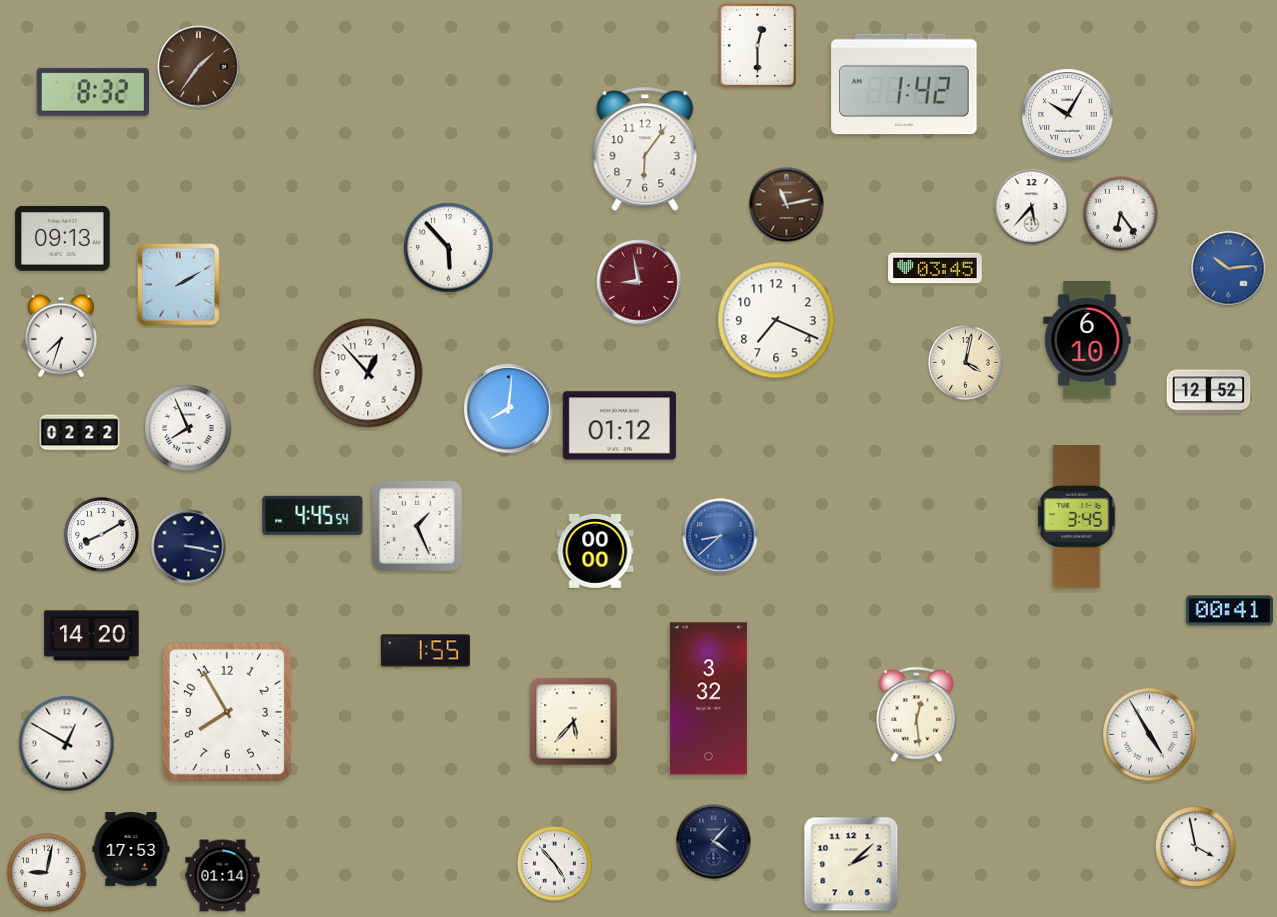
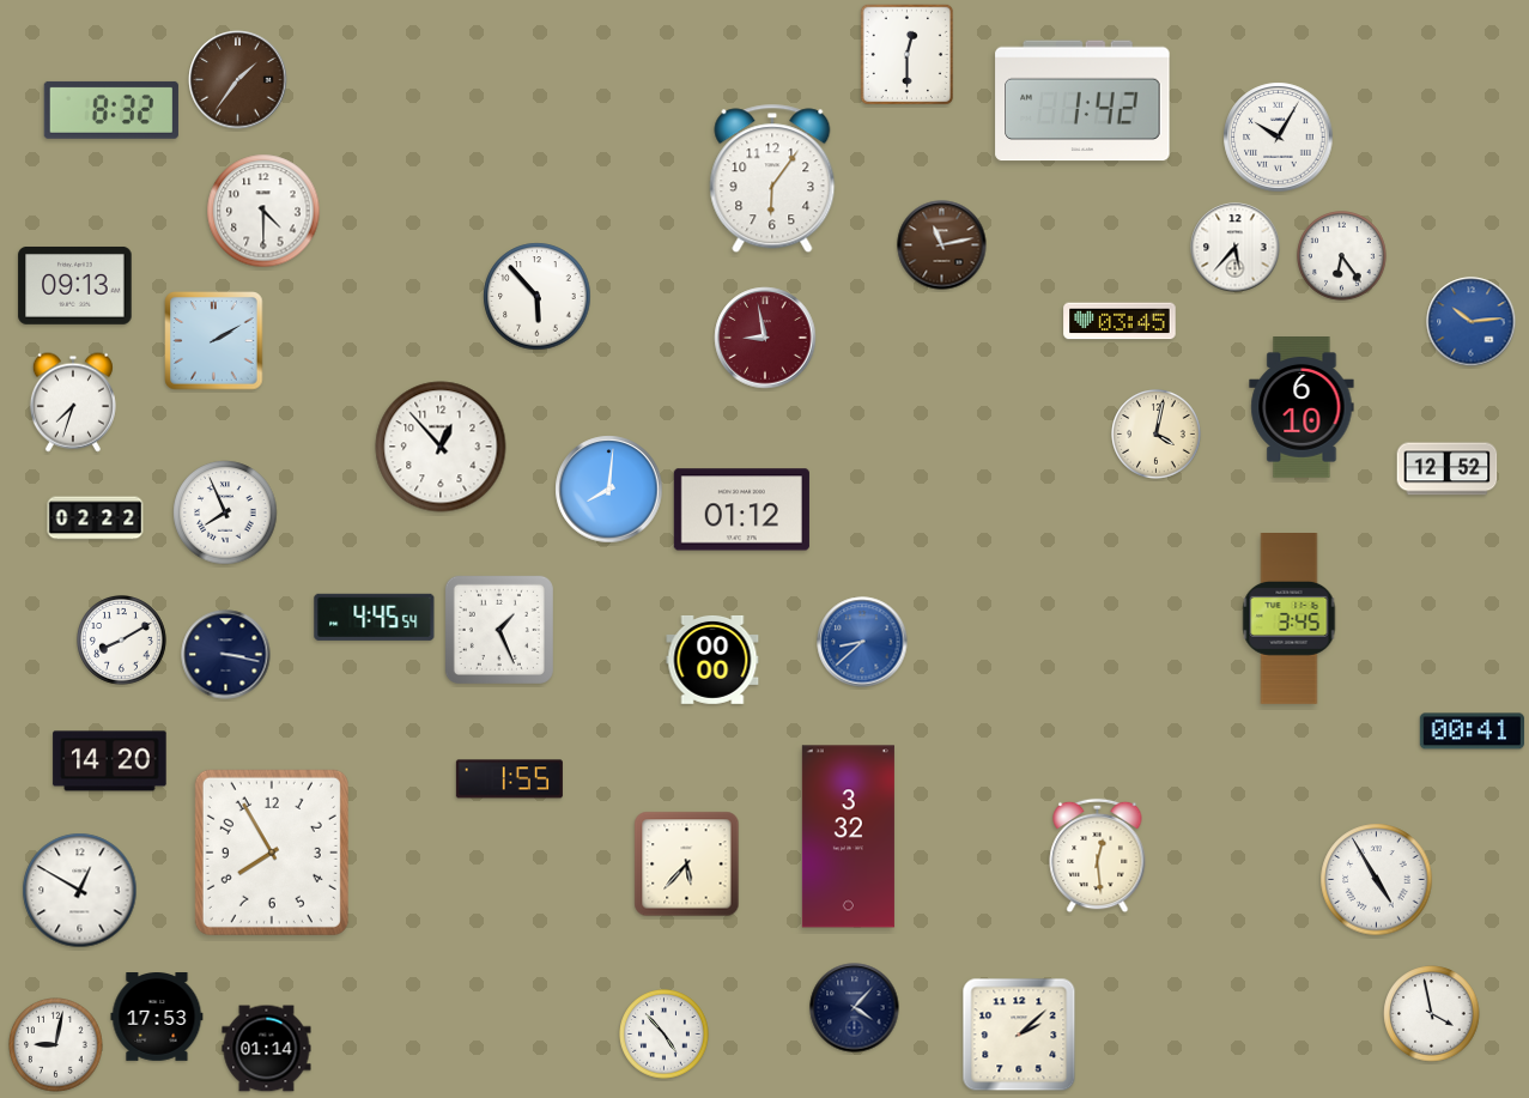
clock at (263, 211): none -> 4:30
clock at (776, 320): 7:19 -> none
